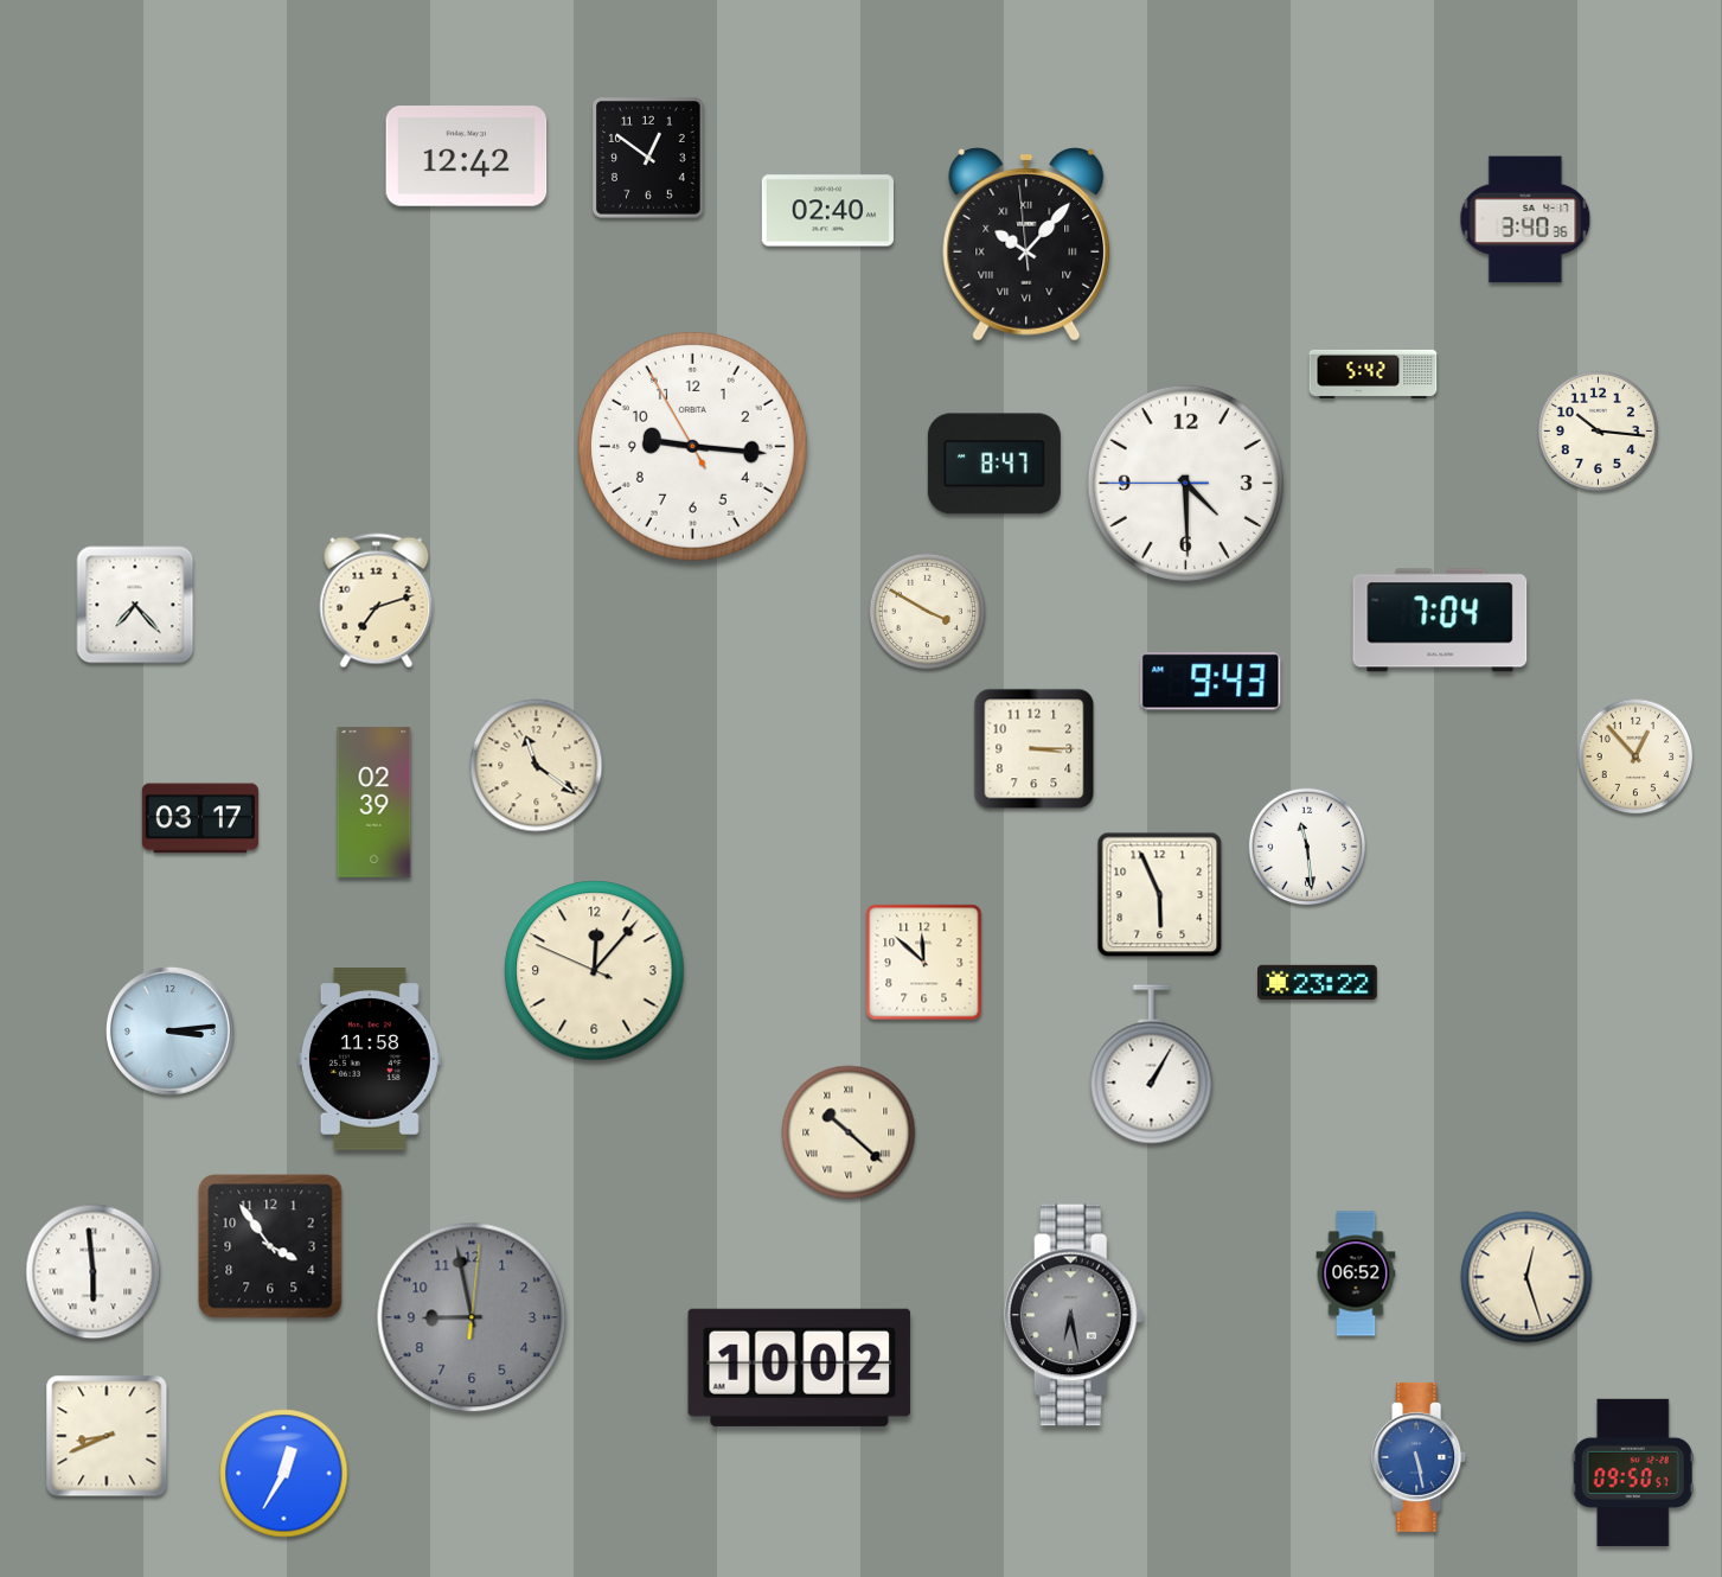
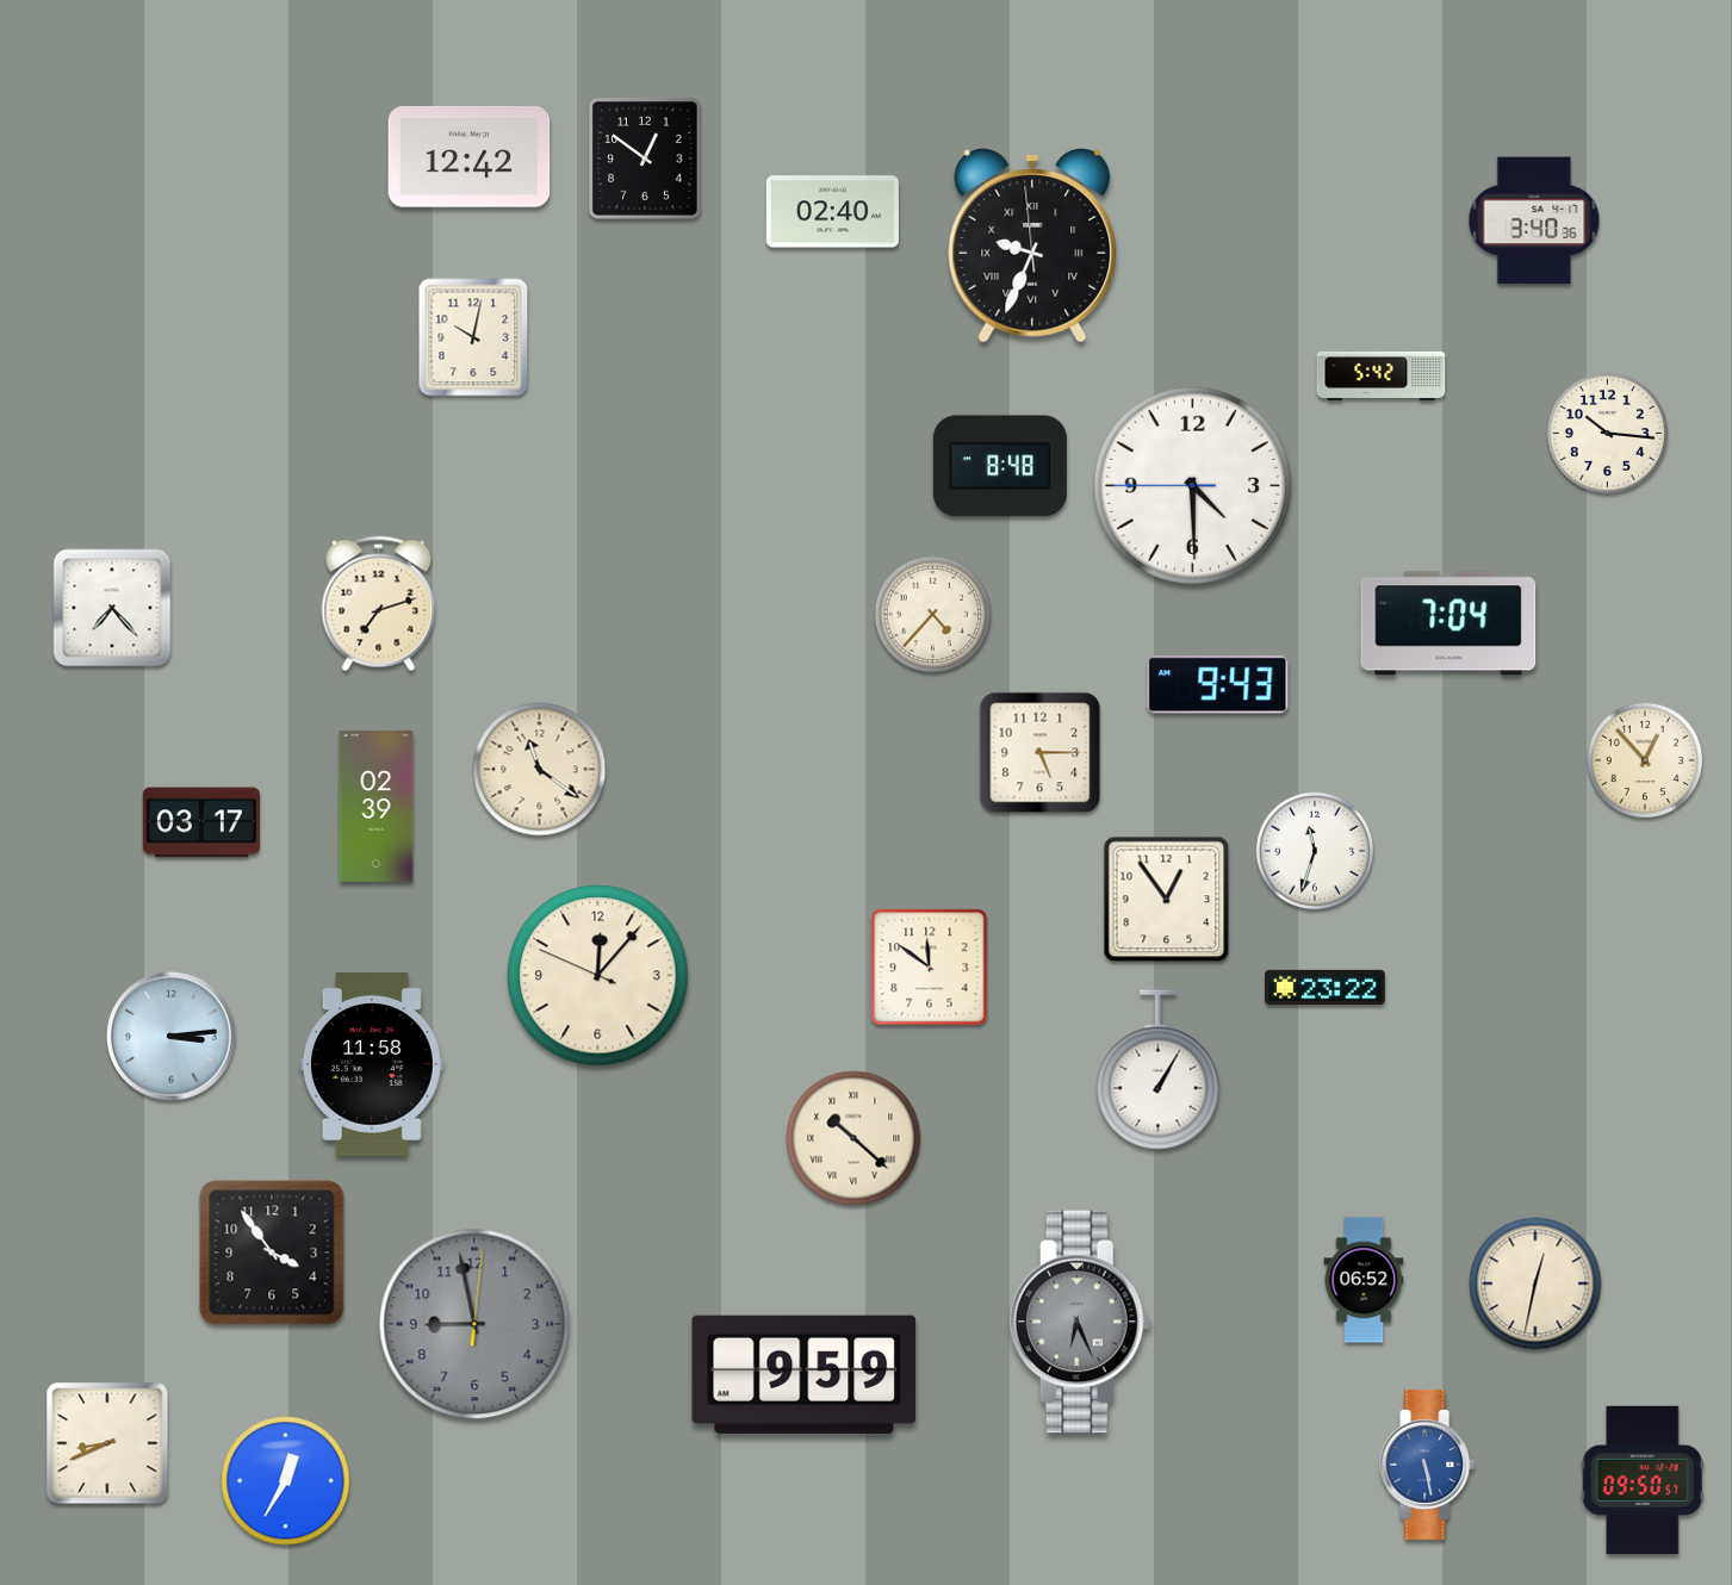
clock at (648, 158) position: (648, 158) -> (645, 158)
clock at (1026, 245): 10:06 -> 9:33
clock at (473, 337): none -> 10:02
clock at (692, 446): 9:15 -> none
clock at (994, 464): 8:47 -> 8:48
clock at (135, 605) position: (135, 605) -> (112, 608)
clock at (928, 612): 3:50 -> 4:37
clock at (1035, 749): 3:15 -> 5:15
clock at (1306, 845): 11:29 -> 11:33
clock at (1160, 895): 5:56 -> 12:54
clock at (924, 963): 11:52 -> 11:51
clock at (94, 1272): 5:59 -> none
clock at (1526, 1277): 12:27 -> 12:32
clock at (1074, 1315): 6:28 -> 6:26
clock at (800, 1367): 10:02 -> 9:59
